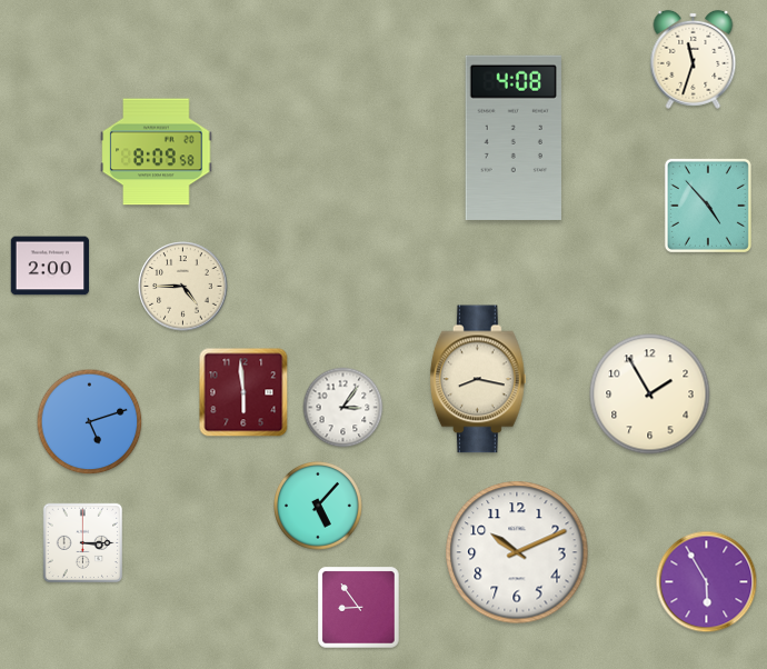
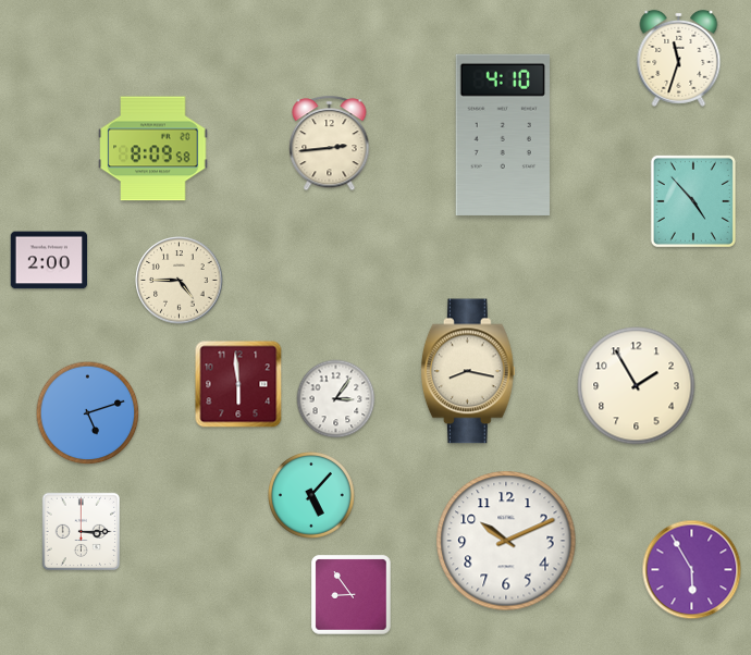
clock at (514, 138): 4:08 -> 4:10
clock at (330, 144): none -> 2:44
